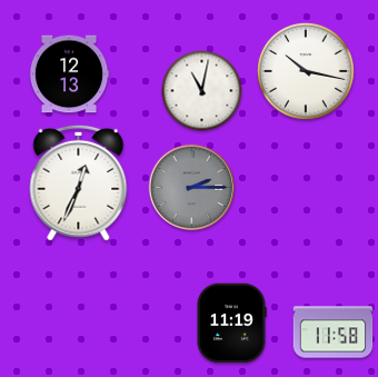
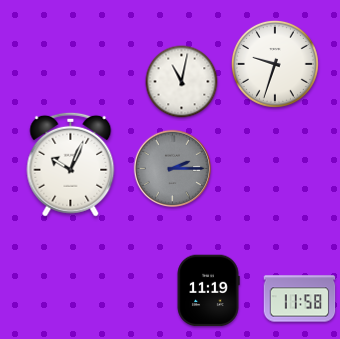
clock at (306, 71): 10:17 -> 9:33
clock at (69, 75): 12:13 -> none
clock at (79, 182): 12:34 -> 10:04
